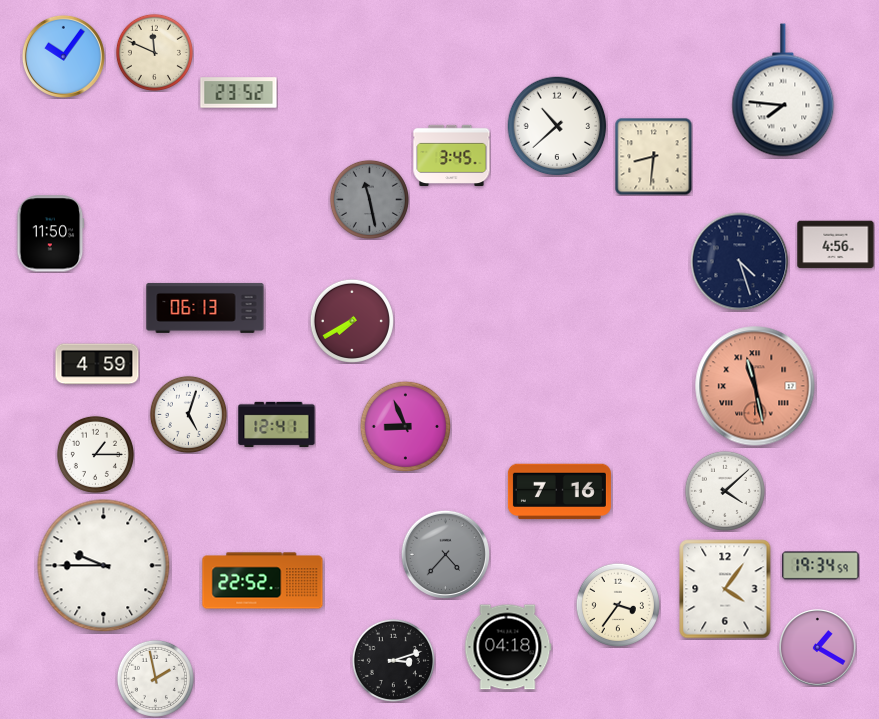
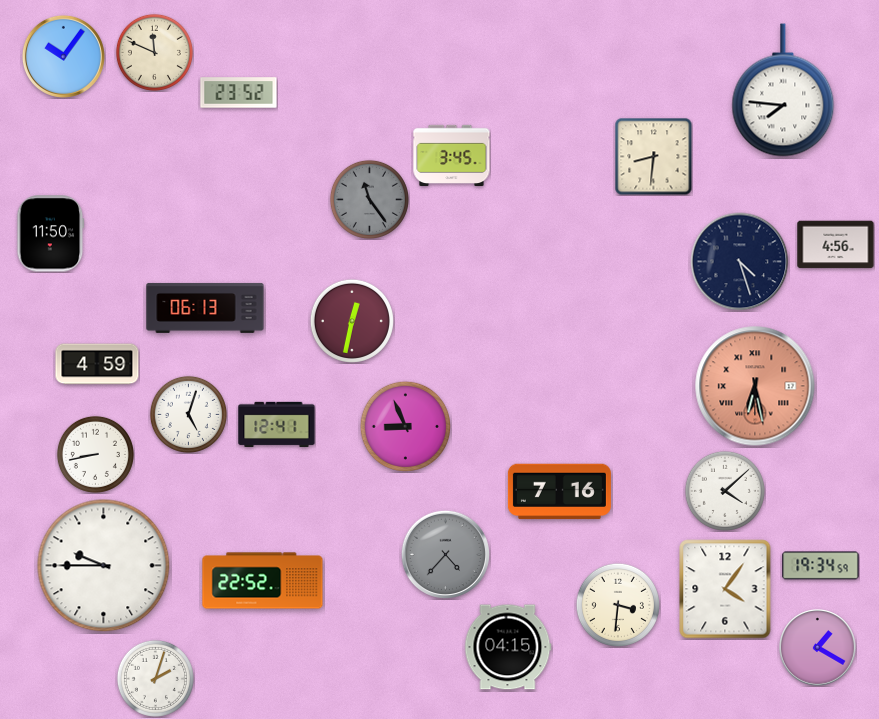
clock at (557, 126): 10:38 -> none
clock at (369, 199): 11:28 -> 11:24
clock at (352, 321): 7:40 -> 12:32
clock at (755, 386): 11:28 -> 6:28
clock at (95, 454): 1:15 -> 8:43
clock at (618, 605): 3:36 -> 3:31
clock at (508, 647): 04:18 -> 04:15
clock at (393, 660): 3:12 -> none
clock at (155, 678): 1:58 -> 2:03
